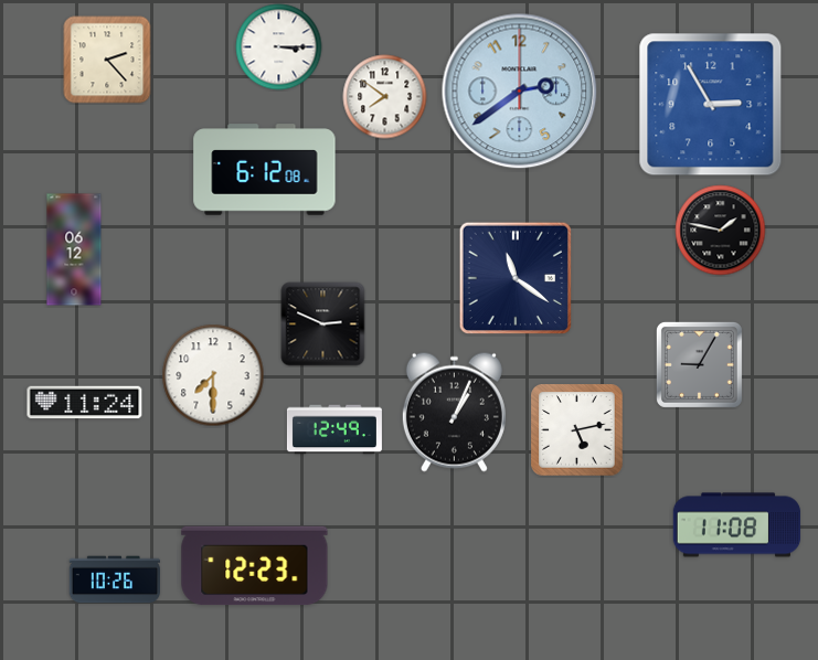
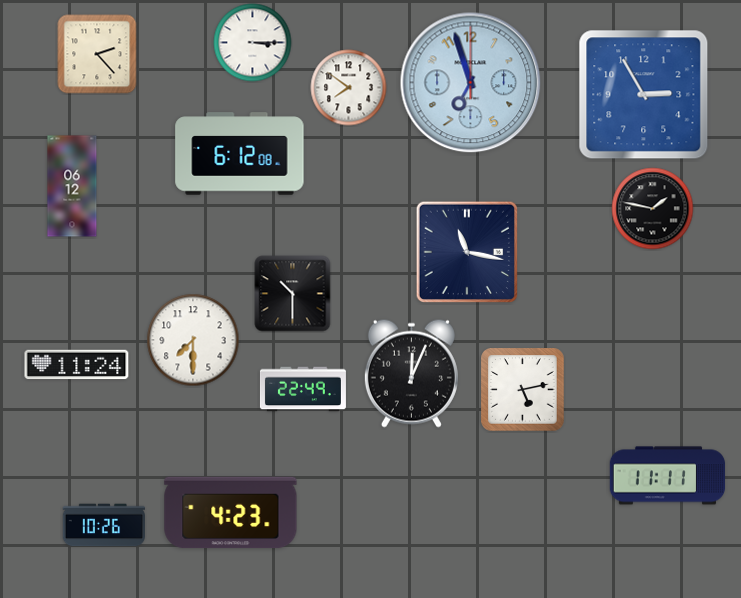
clock at (520, 92): 2:39 -> 6:57
clock at (74, 249) position: (74, 249) -> (72, 186)
clock at (514, 277): 11:21 -> 11:17
clock at (323, 324): 2:49 -> 10:30
clock at (699, 364): 9:05 -> none
clock at (454, 412): 1:04 -> 12:04
clock at (334, 429): 12:49 -> 22:49
clock at (737, 525): 11:08 -> 11:11
clock at (255, 566): 12:23 -> 4:23
